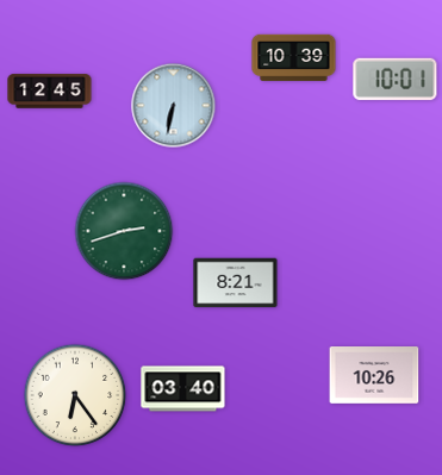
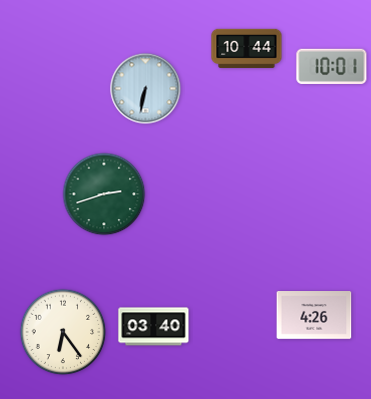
clock at (294, 58): 10:39 -> 10:44
clock at (50, 92): 12:45 -> none
clock at (236, 283): 8:21 -> none
clock at (374, 376): 10:26 -> 4:26
